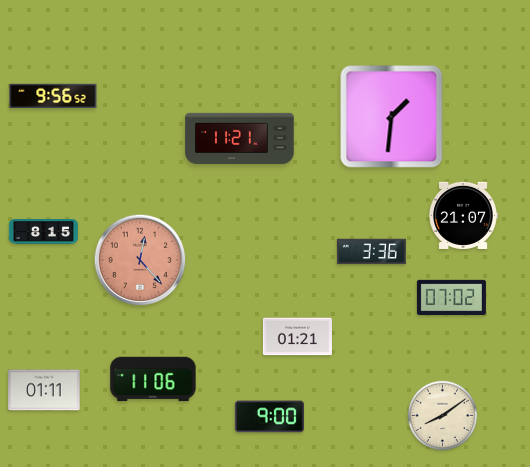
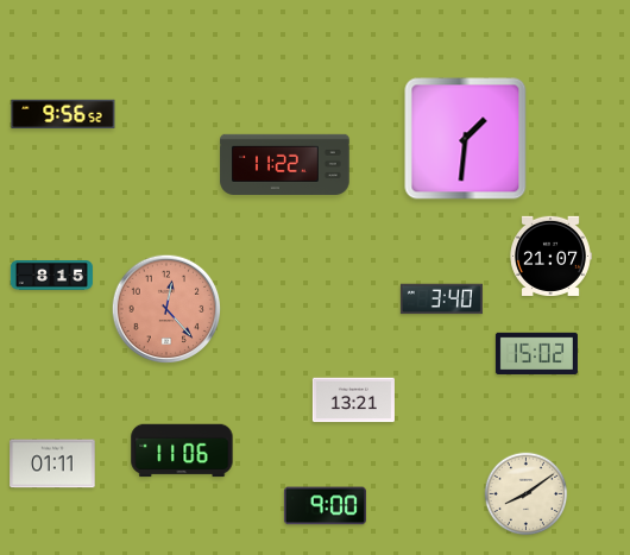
clock at (240, 138): 11:21 -> 11:22
clock at (371, 252): 3:36 -> 3:40
clock at (451, 297): 07:02 -> 15:02
clock at (297, 337): 01:21 -> 13:21
clock at (269, 417) position: (269, 417) -> (325, 506)
